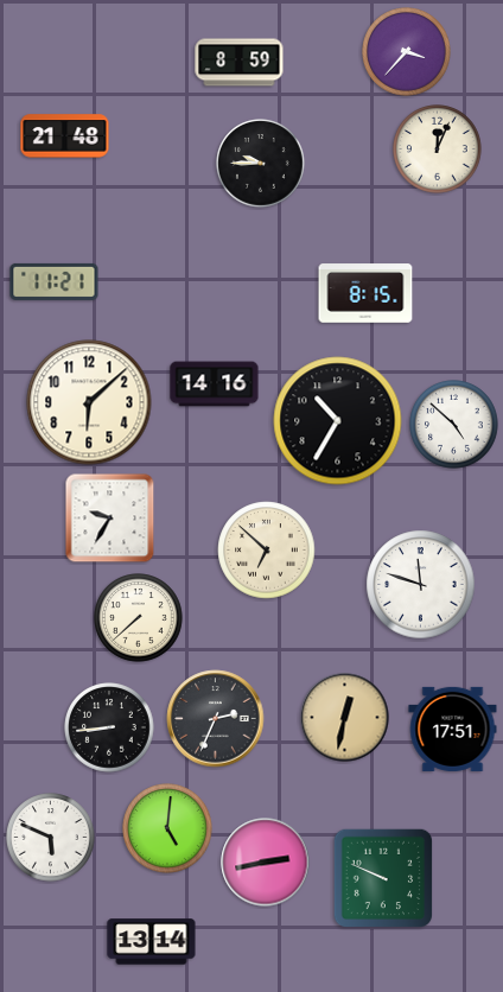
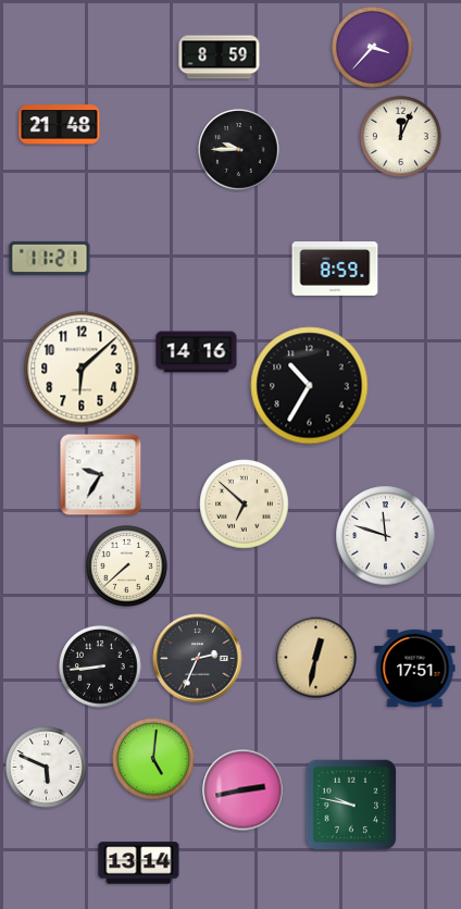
clock at (365, 293): 8:15 -> 8:59
clock at (454, 425): 4:52 -> none
clock at (383, 878): 9:49 -> 9:47
